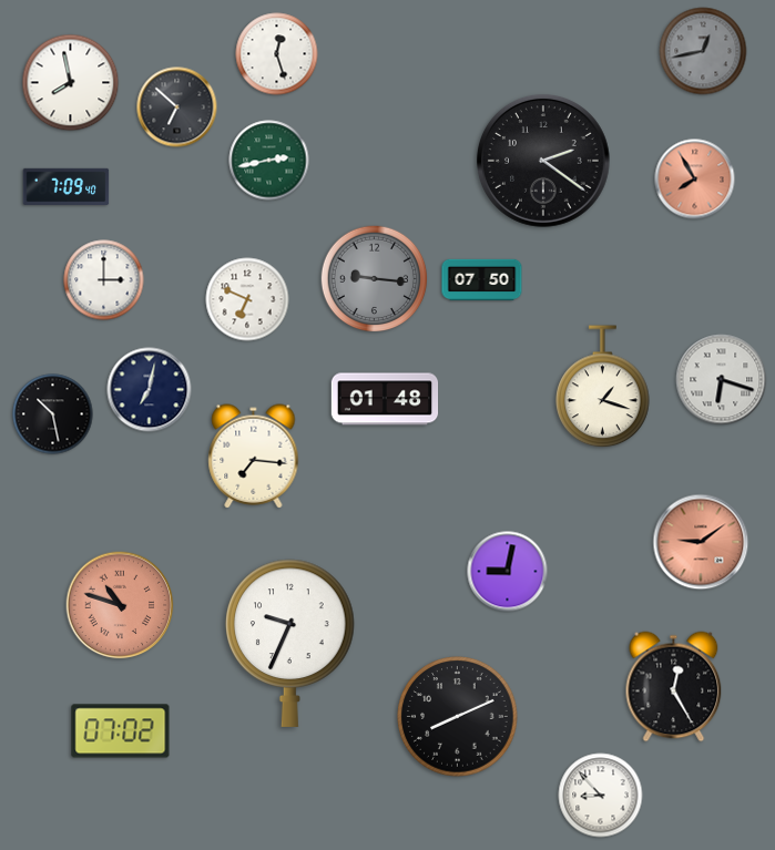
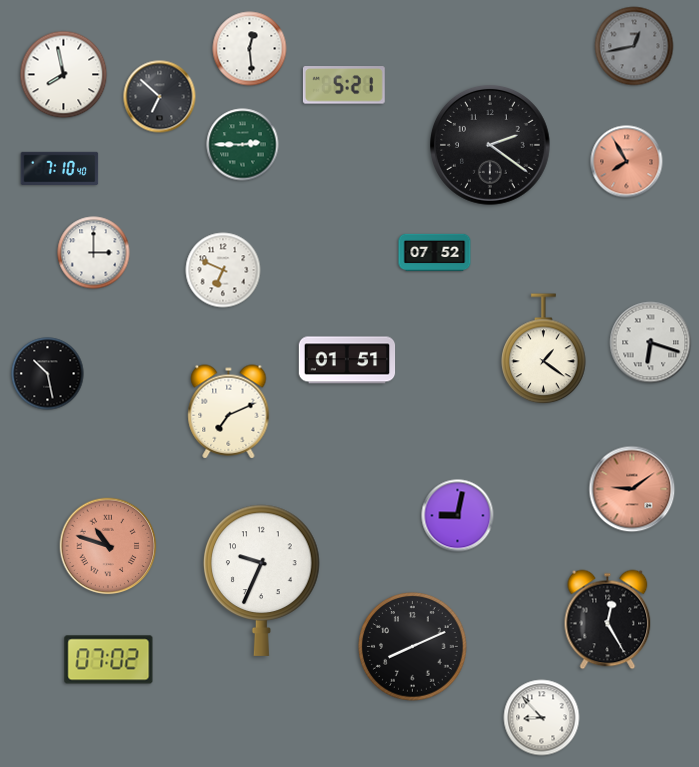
clock at (277, 54): 12:27 -> 12:29
clock at (344, 85): none -> 5:21
clock at (269, 161): 2:43 -> 2:45
clock at (67, 187): 7:09 -> 7:10
clock at (375, 279): 9:16 -> none
clock at (482, 280): 07:50 -> 07:52
clock at (603, 387): 1:18 -> 1:21
clock at (150, 390): 7:02 -> none
clock at (385, 399): 01:48 -> 01:51
clock at (254, 457): 7:16 -> 7:11
